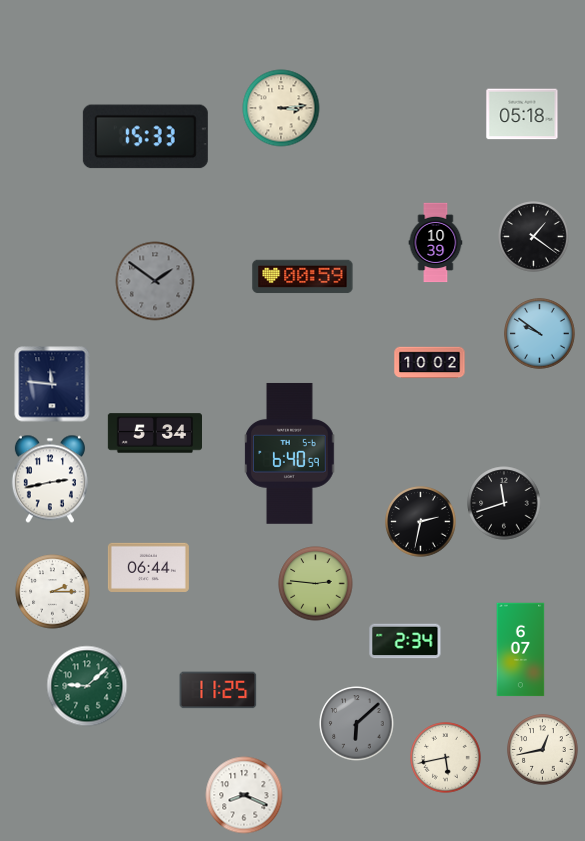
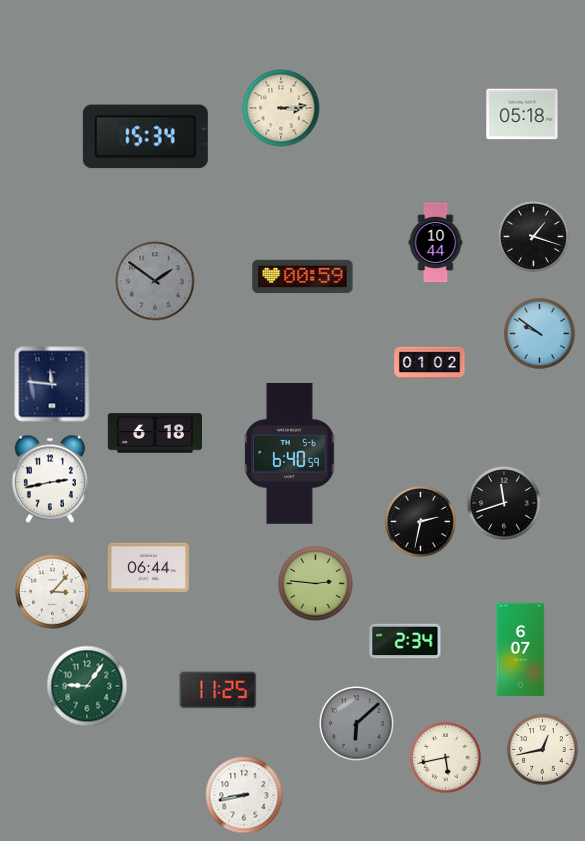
clock at (145, 137): 15:33 -> 15:34
clock at (534, 237): 1:21 -> 1:18
clock at (436, 243): 10:39 -> 10:44
clock at (430, 363): 10:02 -> 01:02
clock at (154, 433): 5:34 -> 6:18
clock at (53, 592): 2:15 -> 3:07
clock at (87, 686): 9:08 -> 9:06
clock at (244, 795): 8:19 -> 8:43
